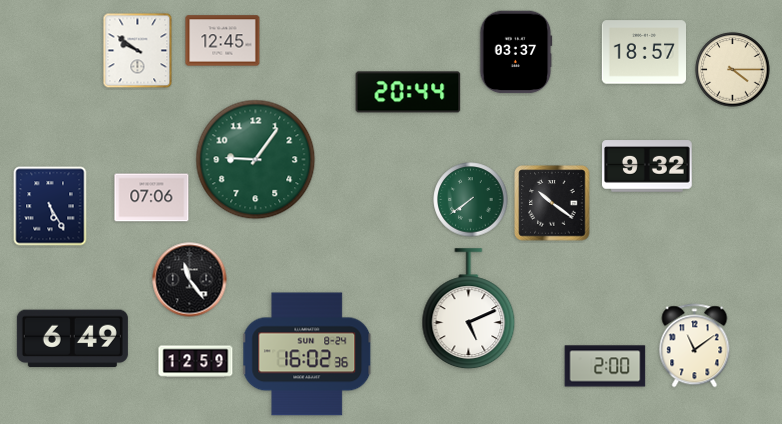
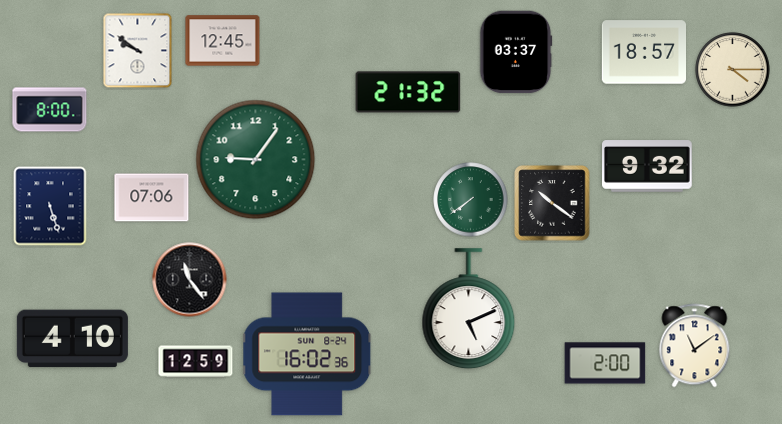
clock at (408, 92): 20:44 -> 21:32
clock at (50, 110): none -> 8:00
clock at (50, 206): 5:25 -> 5:27
clock at (72, 339): 6:49 -> 4:10
clock at (605, 366) position: (605, 366) -> (605, 363)
